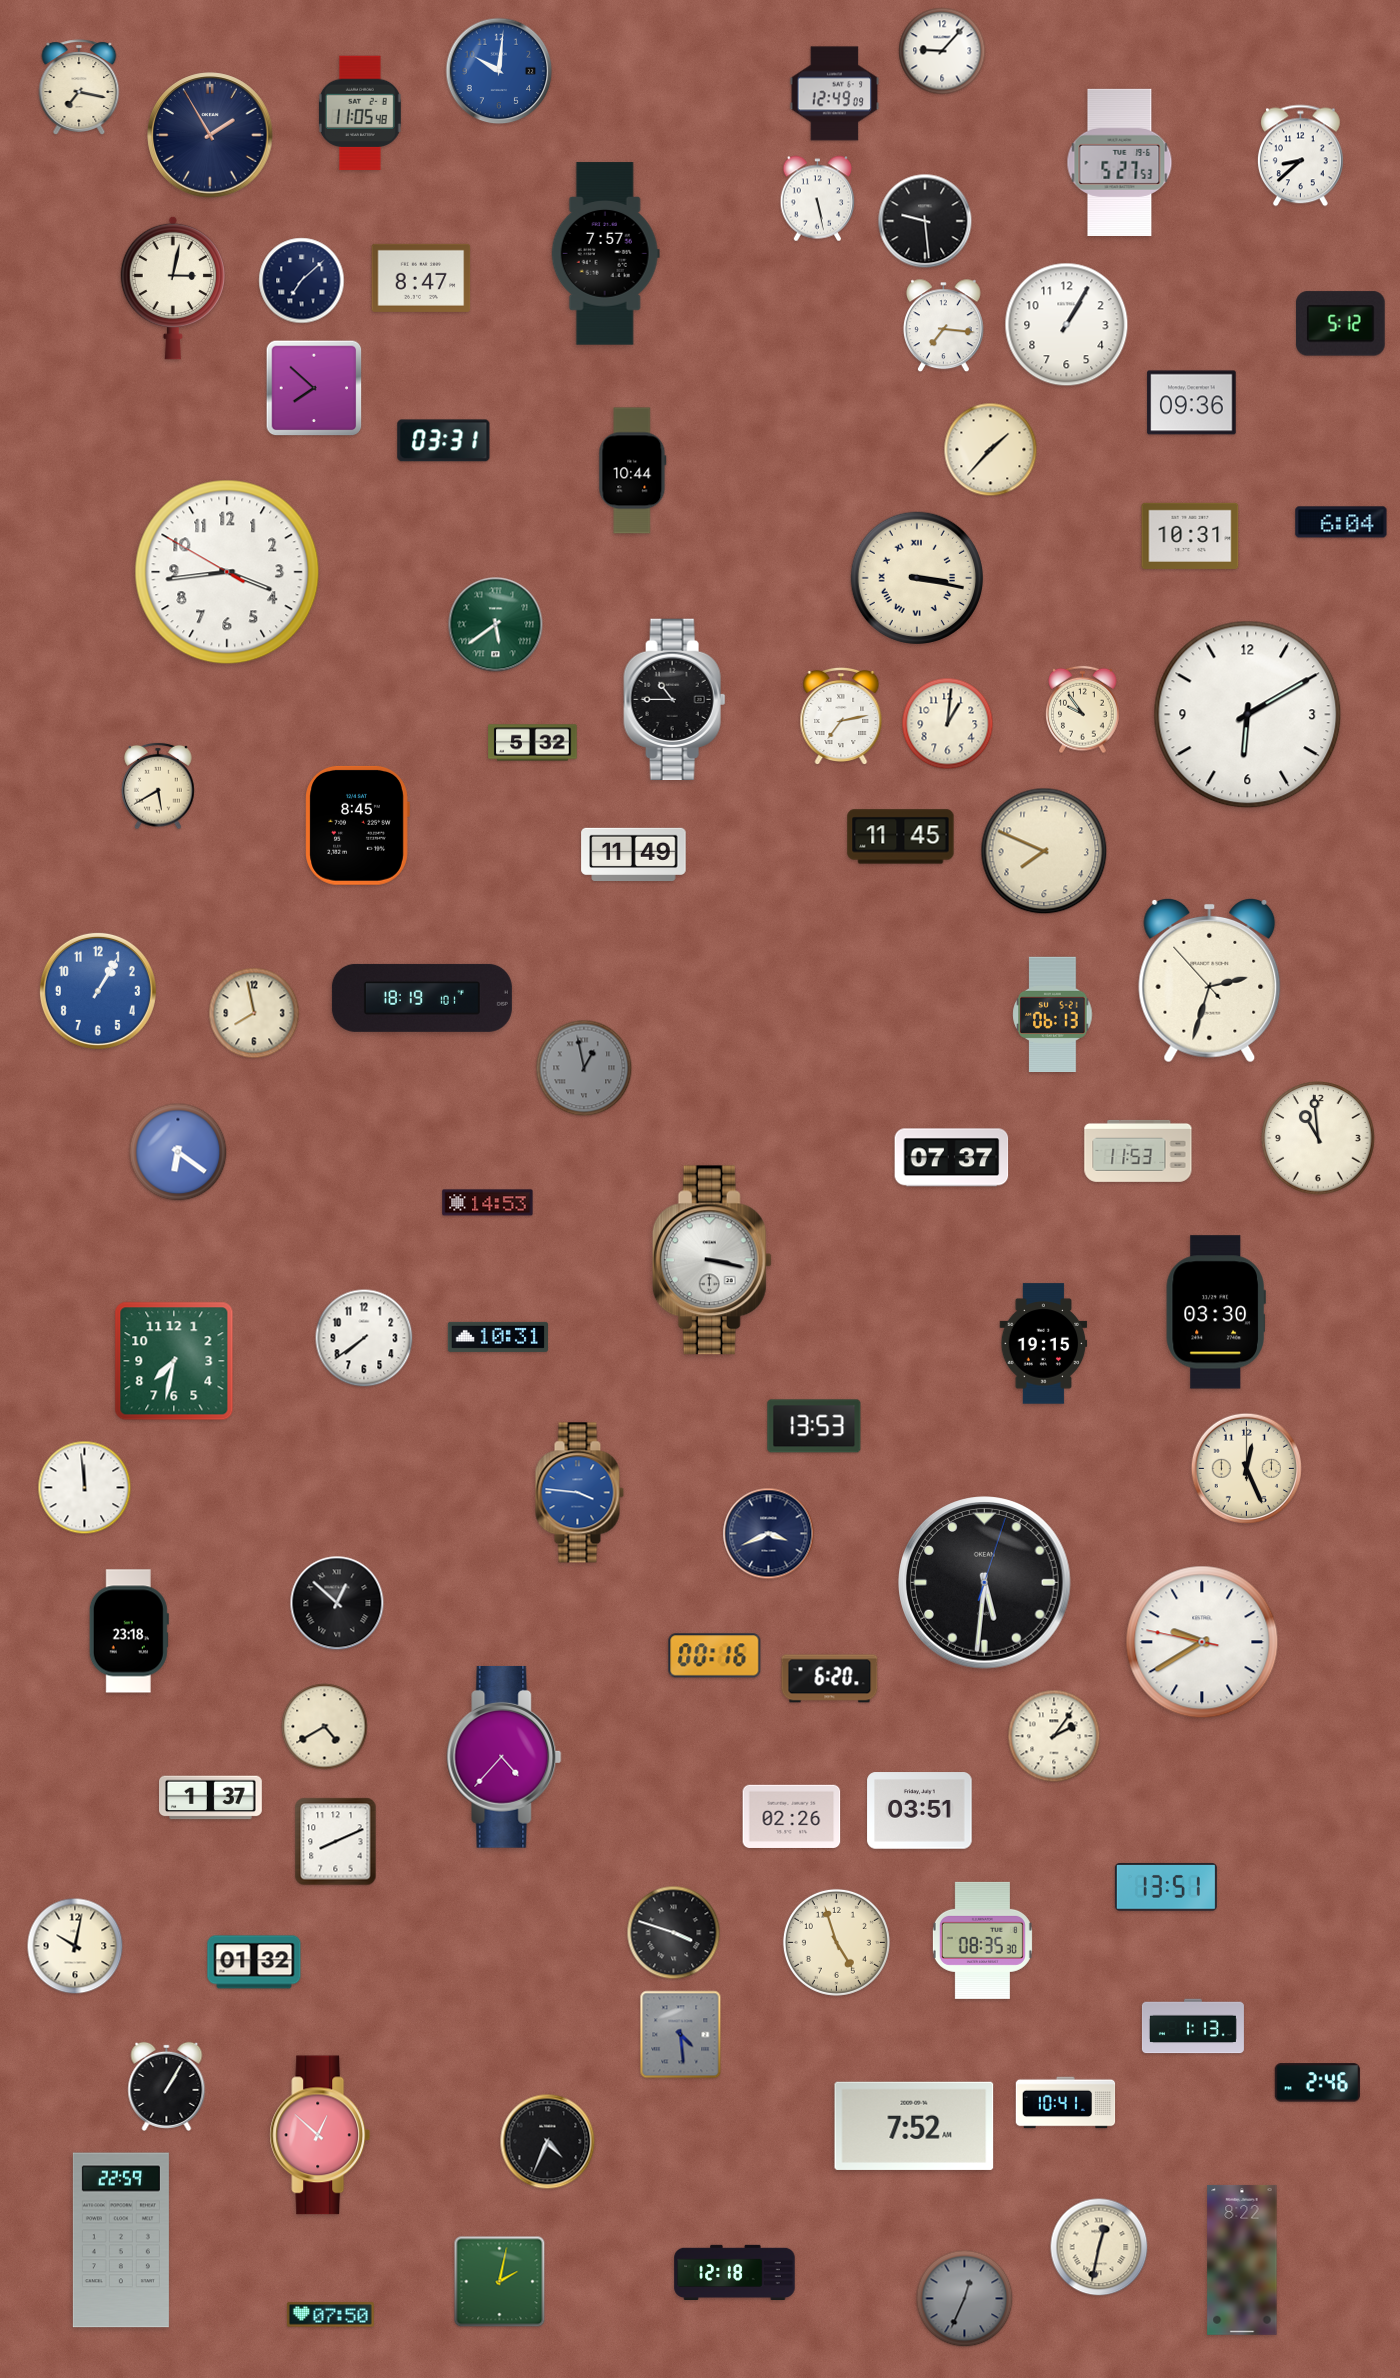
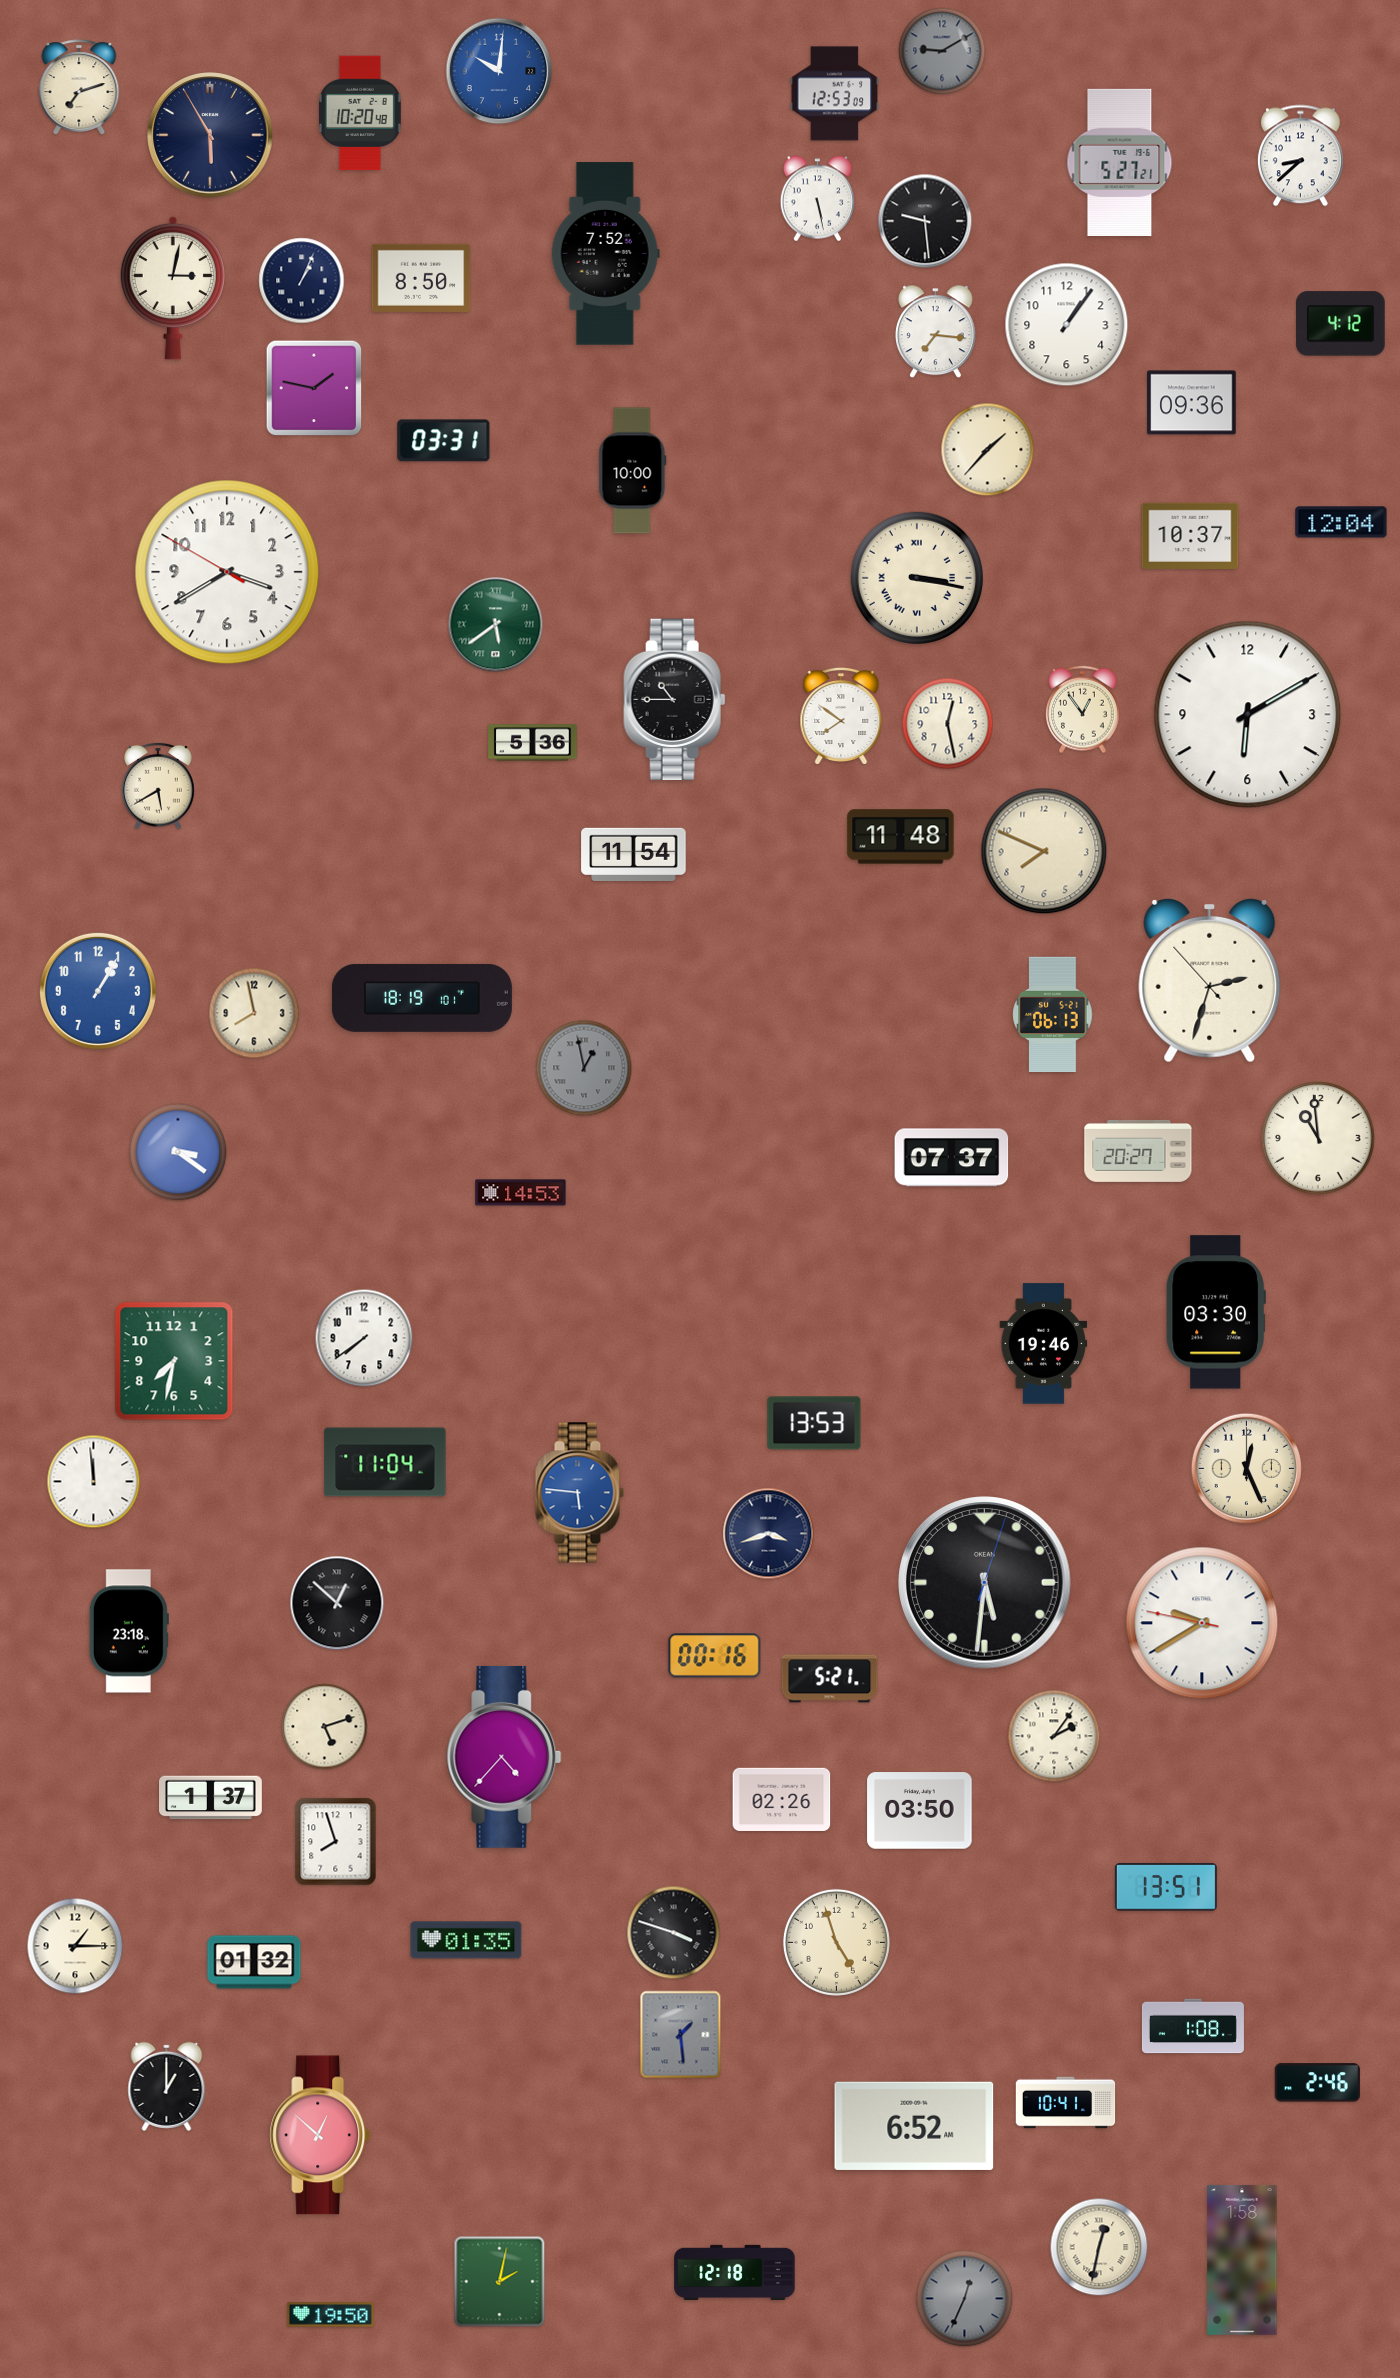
clock at (942, 51): 9:07 -> 9:10
clock at (942, 51) dial: white -> grey
clock at (79, 87): 7:17 -> 7:12
clock at (835, 94): 12:49 -> 12:53
clock at (360, 113): 11:05 -> 10:20
clock at (210, 135): 1:55 -> 5:55
clock at (1120, 162): 5:27:53 -> 5:27:21
clock at (605, 254): 7:57 -> 7:52
clock at (421, 278): 8:47 -> 8:50
clock at (302, 281): 7:08 -> 1:04
clock at (1341, 324): 5:12 -> 4:12
clock at (1067, 325): 1:05 -> 1:06
clock at (943, 326) position: (943, 326) -> (935, 332)
clock at (314, 388): 7:52 -> 1:47
clock at (991, 450) position: (991, 450) -> (988, 450)
clock at (633, 471): 10:44 -> 10:00
clock at (1341, 522): 6:04 -> 12:04
clock at (1190, 536): 10:31 -> 10:37
clock at (227, 572): 3:43 -> 3:39
clock at (1083, 710): 9:54 -> 12:54
clock at (841, 715): 7:13 -> 7:51
clock at (948, 724): 1:01 -> 12:28
clock at (533, 743): 5:32 -> 5:36
clock at (357, 825): 8:45 -> none
clock at (901, 837): 11:45 -> 11:48
clock at (634, 855): 11:49 -> 11:54
clock at (1138, 1151): 11:53 -> 20:27
clock at (178, 1152): 6:21 -> 3:21
clock at (488, 1203) position: (488, 1203) -> (521, 1193)
clock at (712, 1260): 3:17 -> none
clock at (497, 1337): 10:31 -> none
clock at (1044, 1344): 19:15 -> 19:46
clock at (814, 1426) position: (814, 1426) -> (814, 1423)
clock at (385, 1462): none -> 11:04
clock at (85, 1488) position: (85, 1488) -> (94, 1482)
clock at (579, 1493): 3:46 -> 5:46
clock at (769, 1534): 3:41 -> 3:42
clock at (1202, 1642) position: (1202, 1642) -> (1202, 1623)
clock at (830, 1679): 6:20 -> 5:21
clock at (325, 1727): 4:40 -> 5:12
clock at (920, 1811): 03:51 -> 03:50
clock at (792, 1816) position: (792, 1816) -> (782, 1799)
clock at (336, 1842): 8:11 -> 7:57
clock at (466, 1940): none -> 01:35
clock at (982, 1940): 08:35 -> none
clock at (75, 1946): 10:02 -> 1:15
clock at (1193, 2026): 1:13 -> 1:08
clock at (681, 2035): 4:29 -> 1:29
clock at (167, 2086): 1:05 -> 1:00
clock at (914, 2126): 7:52 -> 6:52
clock at (548, 2142): 4:34 -> none
clock at (121, 2240): 22:59 -> none
clock at (1242, 2260): 8:22 -> 1:58
clock at (330, 2315): 07:50 -> 19:50
